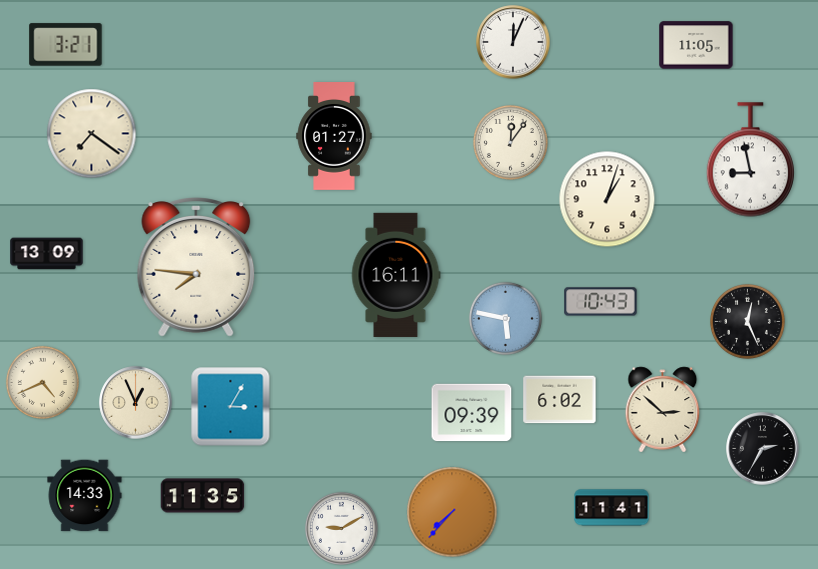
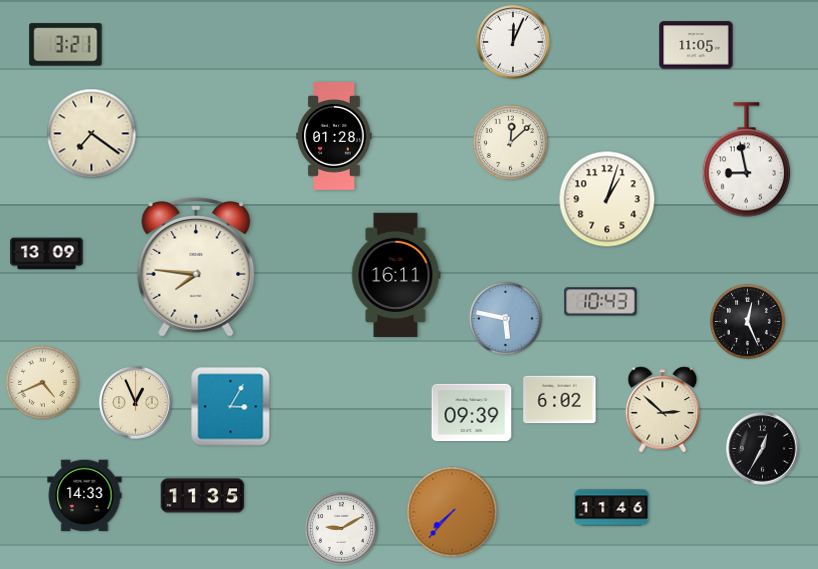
clock at (334, 137): 01:27 -> 01:28
clock at (510, 142): 12:06 -> 12:08
clock at (750, 160) position: (750, 160) -> (746, 160)
clock at (763, 449): 2:35 -> 12:35
clock at (612, 508): 11:41 -> 11:46
